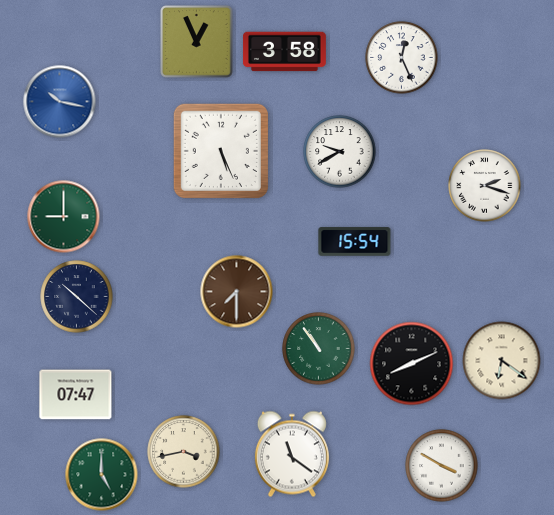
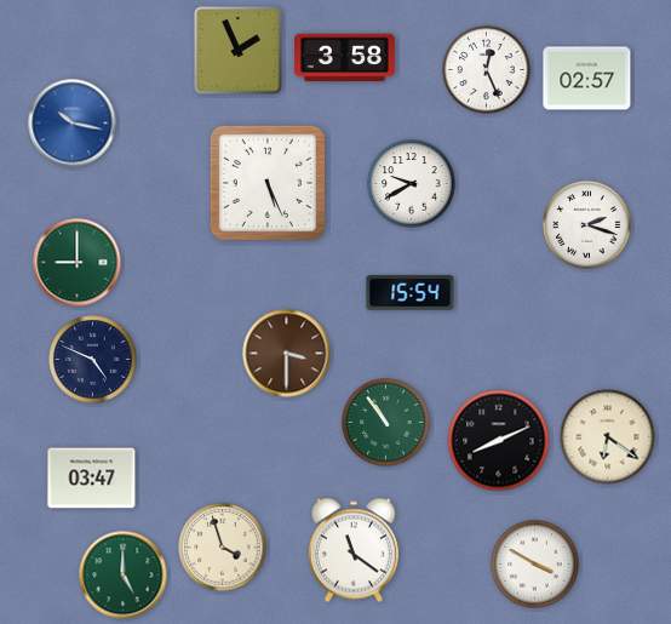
clock at (197, 42): 12:56 -> 1:56
clock at (285, 52) position: (285, 52) -> (345, 58)
clock at (587, 79): none -> 02:57
clock at (355, 242) position: (355, 242) -> (411, 293)
clock at (237, 292): 7:30 -> 3:30
clock at (77, 297): 10:22 -> 4:49
clock at (76, 395): 07:47 -> 03:47
clock at (184, 452): 3:43 -> 3:57
